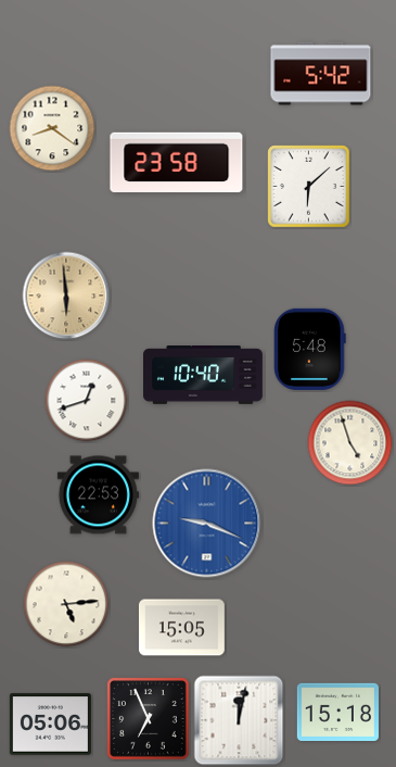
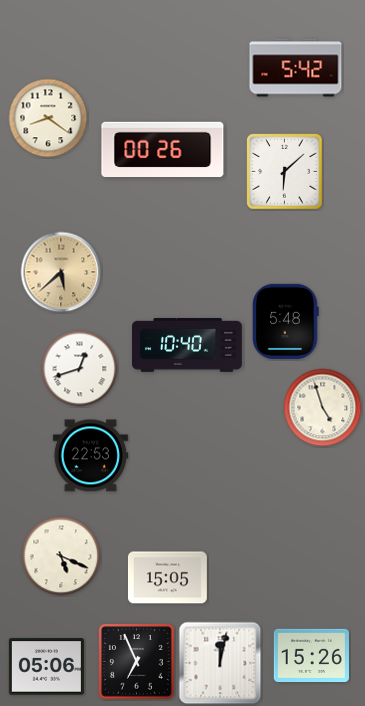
clock at (177, 162): 23:58 -> 00:26
clock at (66, 296): 5:59 -> 5:38
clock at (207, 524): 9:19 -> none
clock at (66, 604): 5:14 -> 5:19
clock at (337, 712): 15:18 -> 15:26
